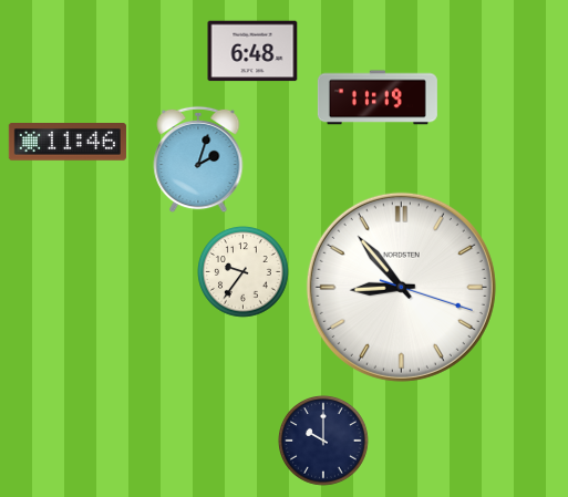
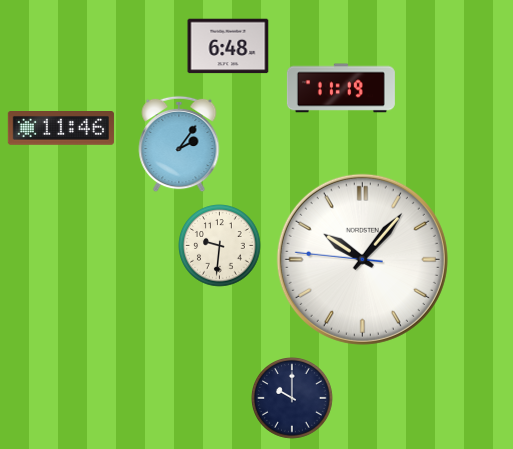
clock at (198, 159): 2:03 -> 2:06
clock at (244, 272): 9:36 -> 9:31
clock at (401, 287): 8:53 -> 10:06
